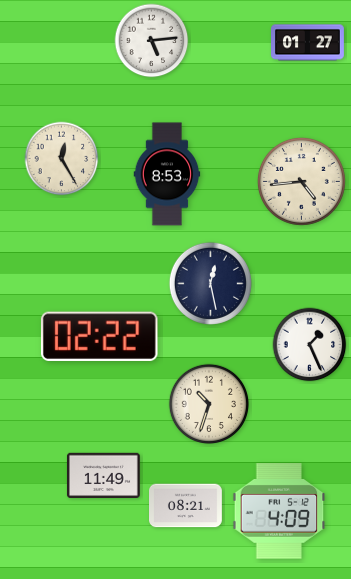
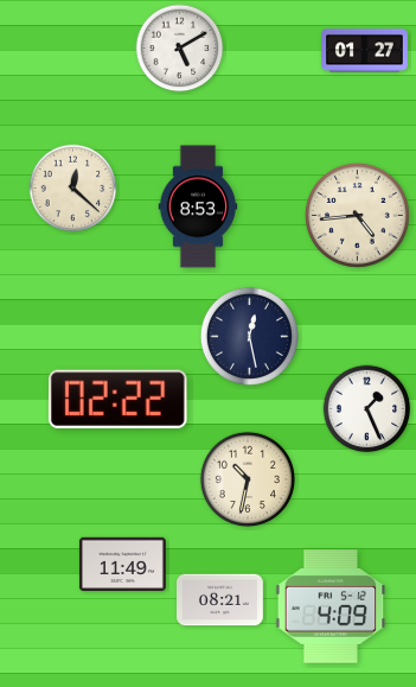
clock at (152, 41): 5:14 -> 5:10
clock at (62, 159): 12:25 -> 12:22
clock at (208, 403): 10:33 -> 10:32
